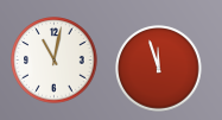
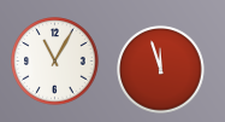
clock at (55, 61): 11:02 -> 11:05
